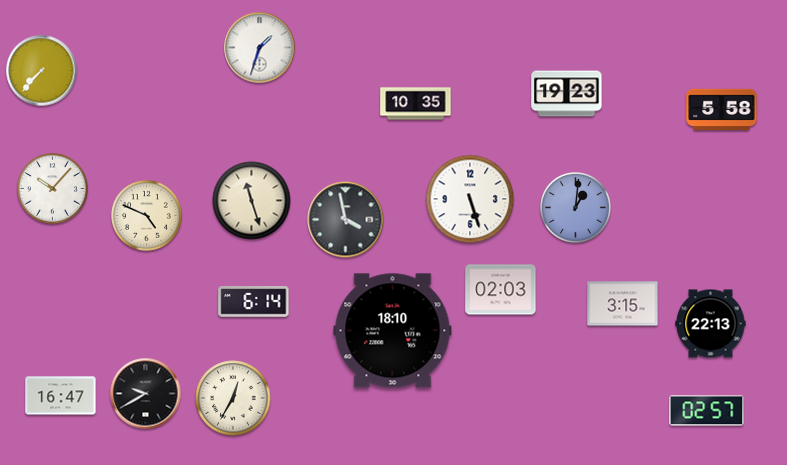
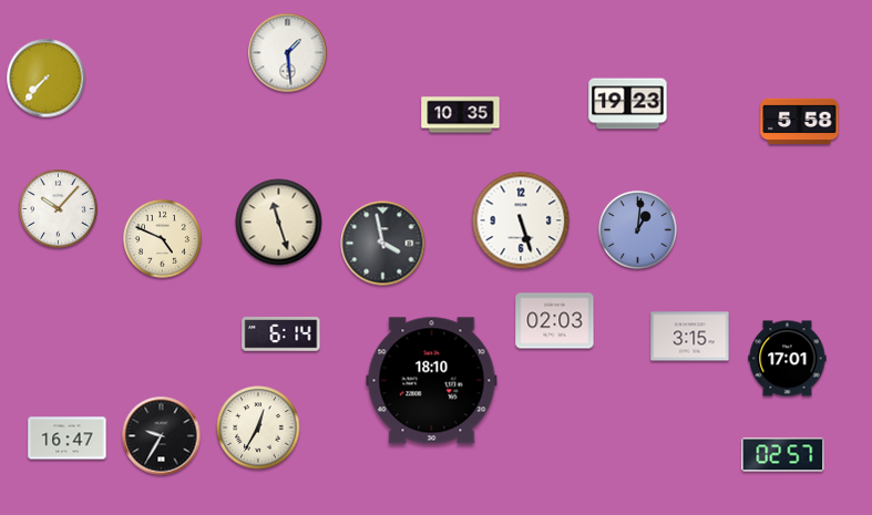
clock at (260, 48): 1:33 -> 1:29
clock at (711, 324): 22:13 -> 17:01
clock at (393, 331) position: (393, 331) -> (432, 381)
clock at (146, 394): 9:40 -> 9:35
clock at (233, 398) position: (233, 398) -> (258, 428)
